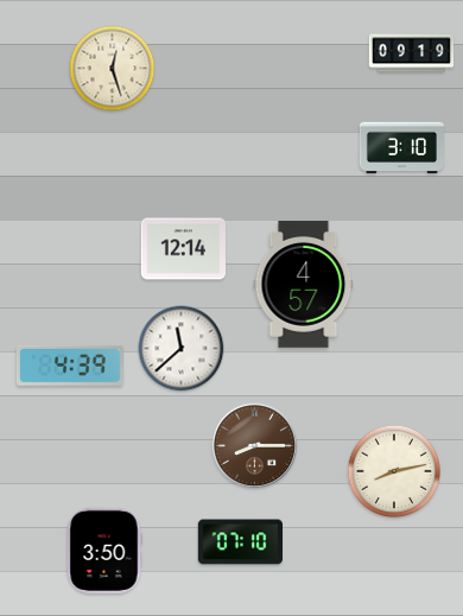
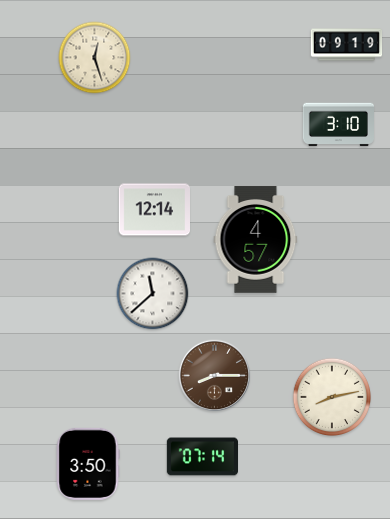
clock at (70, 366): 4:39 -> none
clock at (240, 542): 07:10 -> 07:14
